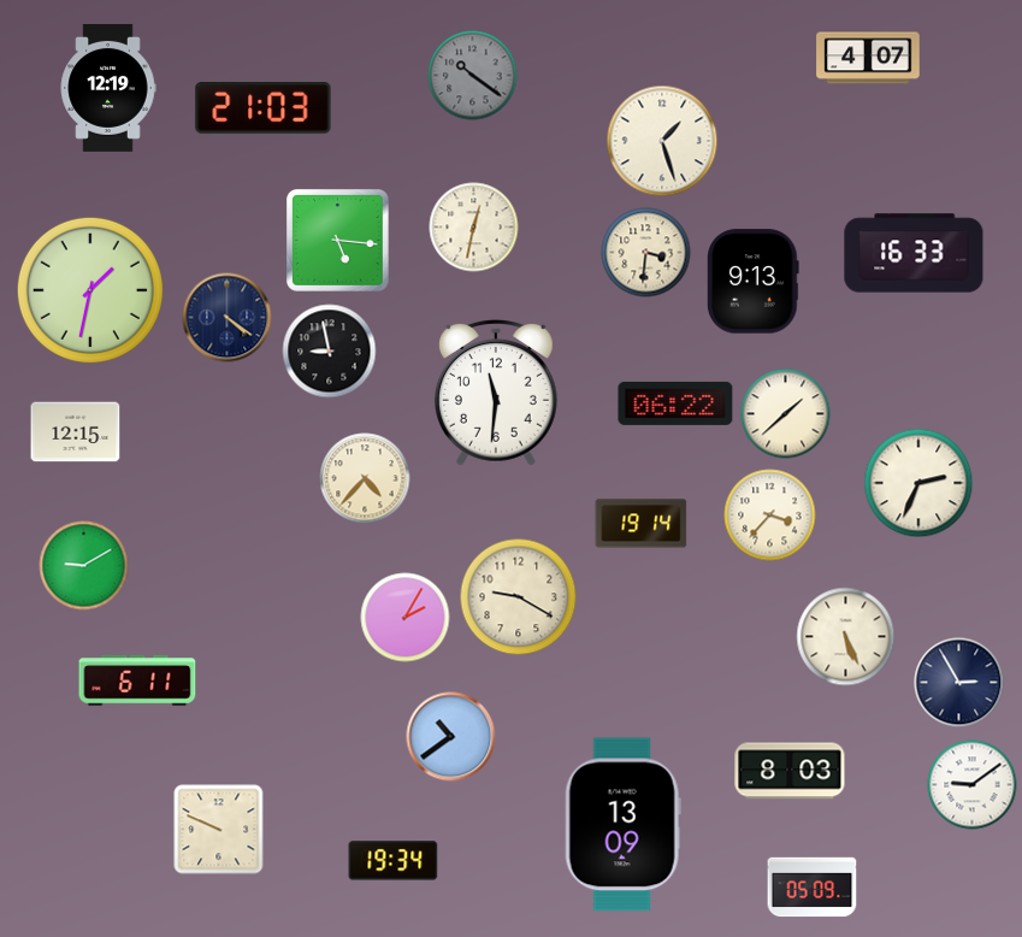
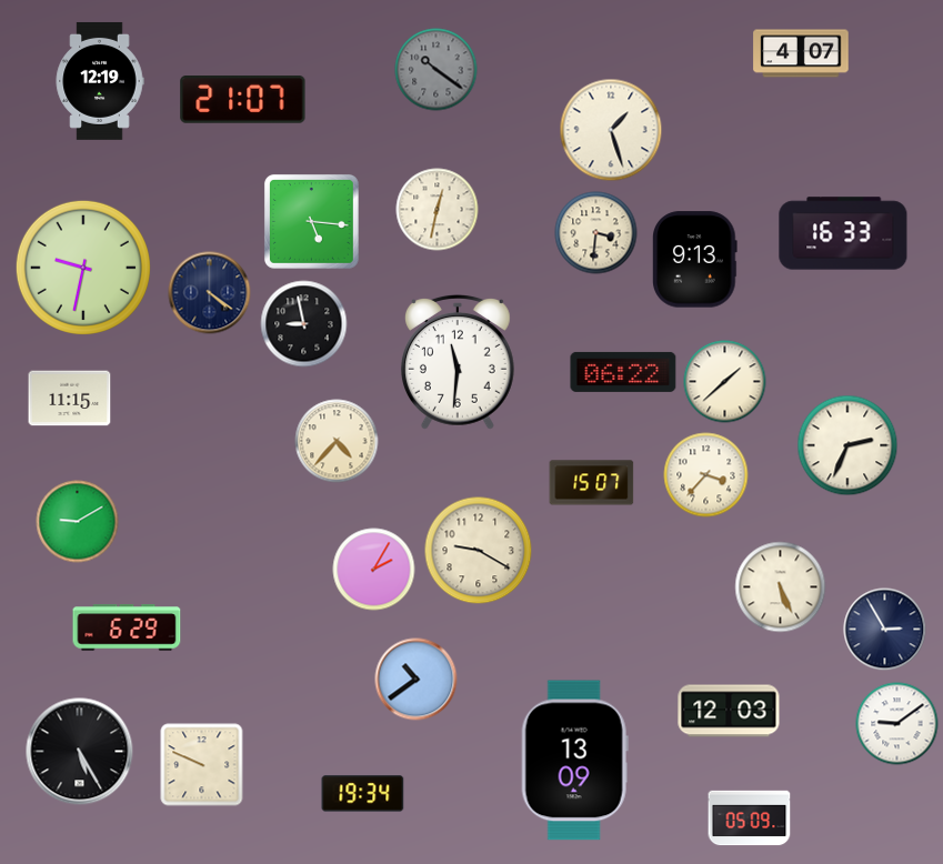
clock at (264, 108): 21:03 -> 21:07
clock at (90, 290): 1:32 -> 9:32
clock at (76, 432): 12:15 -> 11:15
clock at (770, 515) position: (770, 515) -> (706, 475)
clock at (642, 524): 19:14 -> 15:07
clock at (137, 680): 6:11 -> 6:29
clock at (790, 771): 8:03 -> 12:03
clock at (80, 752): none -> 5:25
